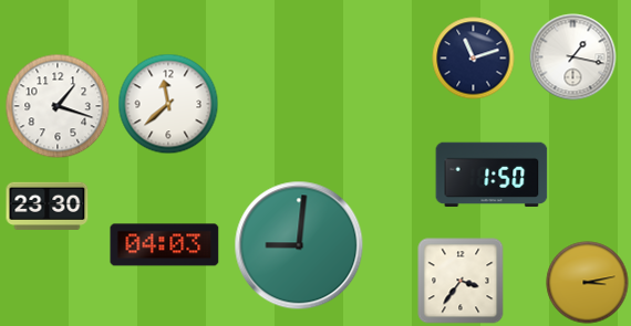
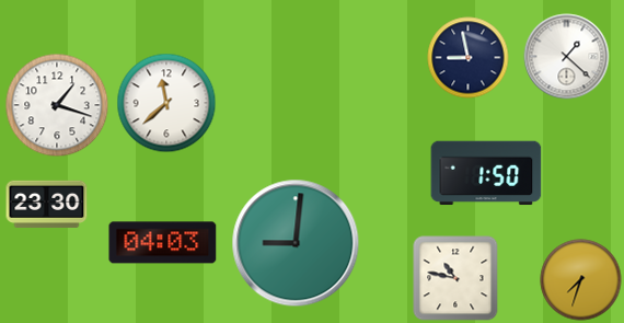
clock at (573, 57): 1:17 -> 1:22
clock at (474, 59): 11:12 -> 8:58
clock at (461, 281): 3:36 -> 10:47
clock at (588, 283): 3:13 -> 7:33
